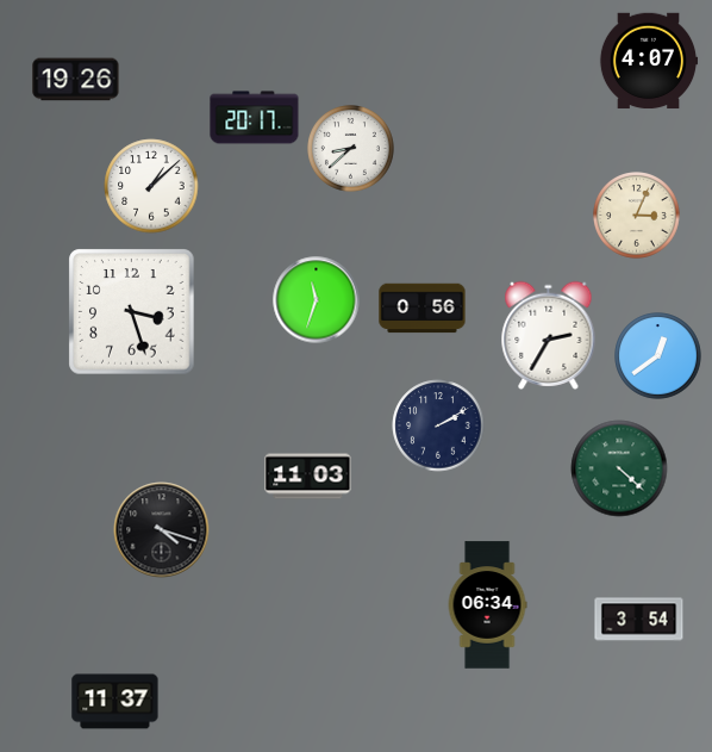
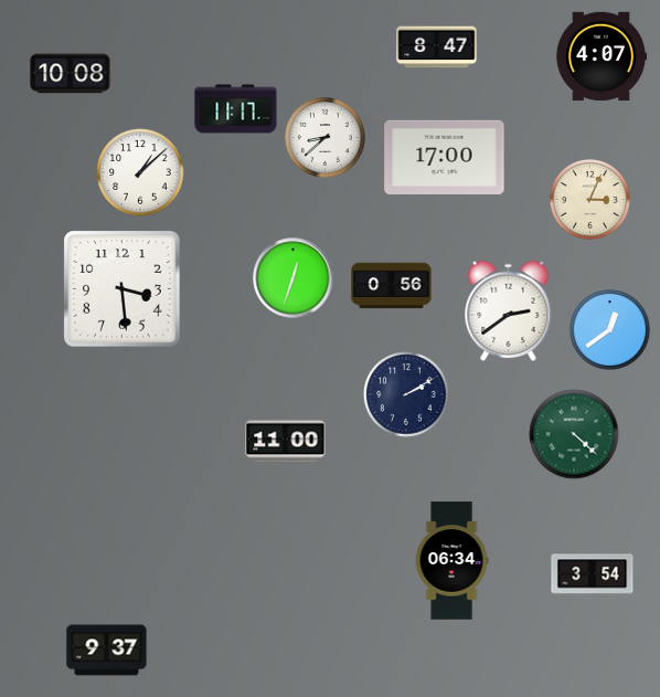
clock at (437, 47): none -> 8:47
clock at (76, 80): 19:26 -> 10:08
clock at (255, 118): 20:17 -> 11:17
clock at (445, 157): none -> 17:00
clock at (317, 300): 11:33 -> 12:33
clock at (132, 312): 3:27 -> 3:29
clock at (549, 335): 2:35 -> 2:39
clock at (308, 477): 11:03 -> 11:00
clock at (162, 530): 4:18 -> none
clock at (115, 702): 11:37 -> 9:37
